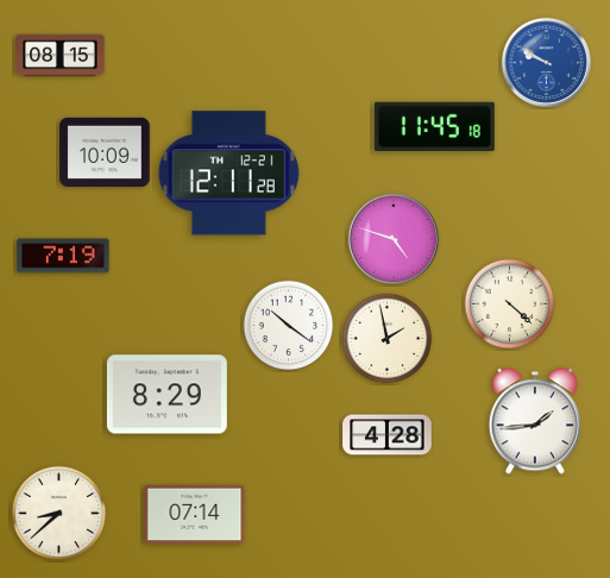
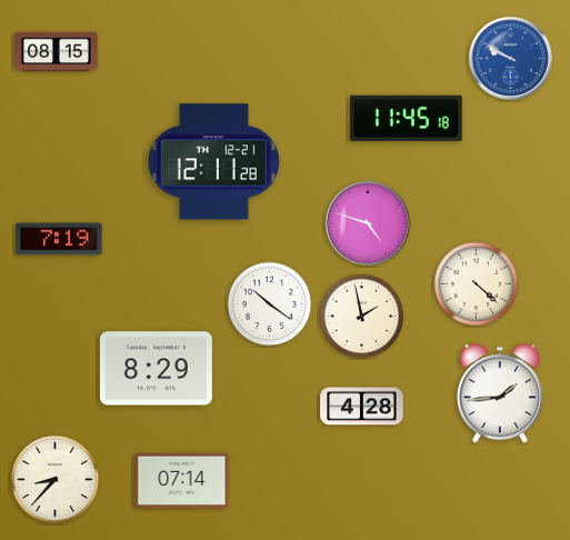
clock at (105, 152): 10:09 -> none
clock at (59, 514): 8:38 -> 8:37
